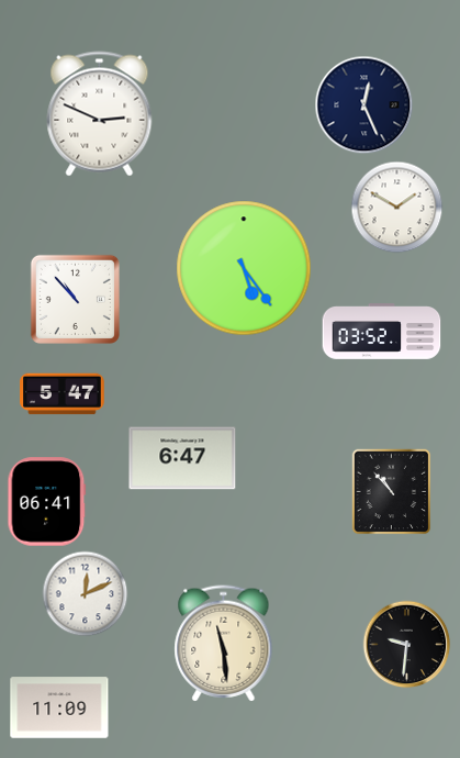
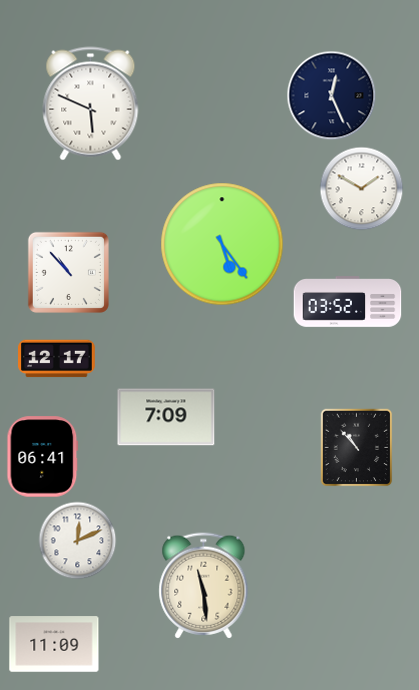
clock at (100, 114): 2:49 -> 5:49
clock at (63, 394): 5:47 -> 12:17
clock at (182, 458): 6:47 -> 7:09
clock at (406, 644): 9:31 -> none
